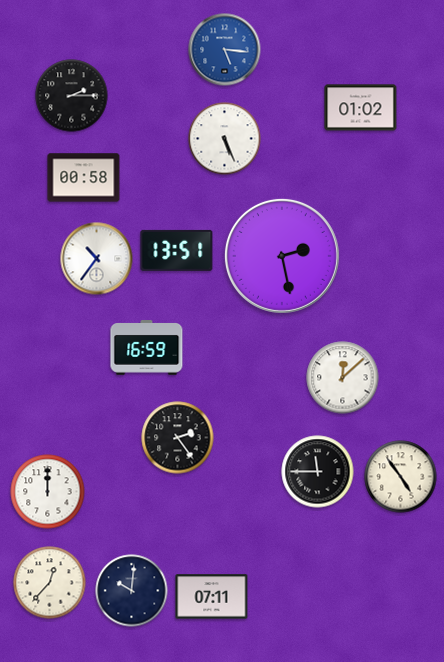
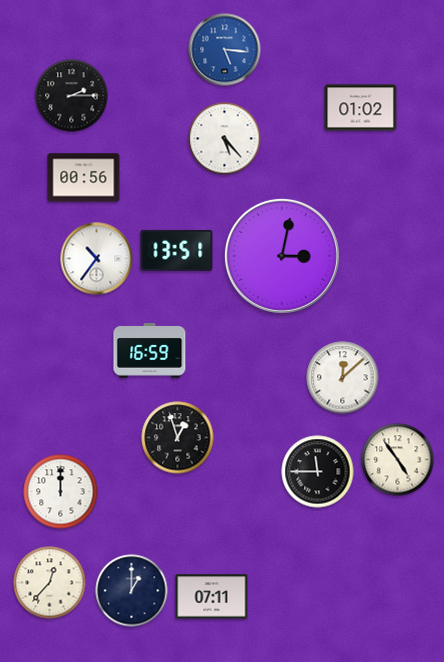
clock at (225, 139): 5:26 -> 5:23
clock at (84, 178): 00:58 -> 00:56
clock at (282, 256): 2:28 -> 3:02
clock at (147, 348) position: (147, 348) -> (150, 351)
clock at (178, 438): 2:24 -> 12:57
clock at (401, 477) position: (401, 477) -> (398, 460)
clock at (48, 492) position: (48, 492) -> (61, 492)
clock at (132, 591): 10:01 -> 1:00
